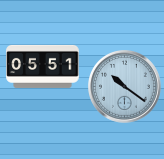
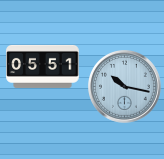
clock at (125, 87): 10:21 -> 10:17
